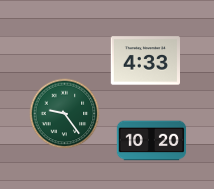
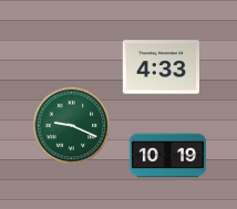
clock at (65, 114): 9:24 -> 9:19
clock at (152, 141): 10:20 -> 10:19
